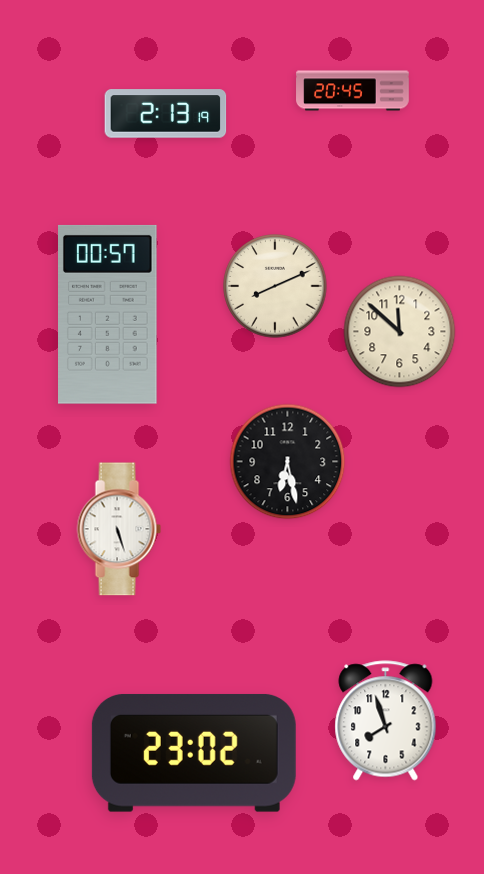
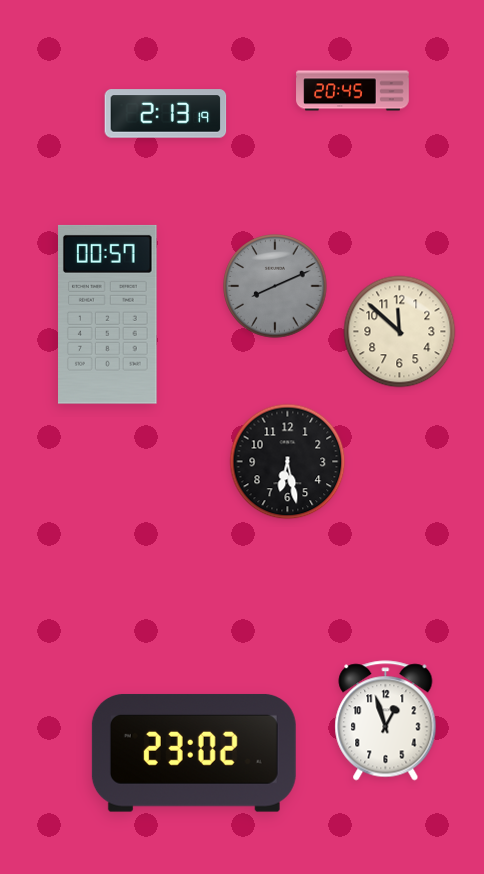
clock at (275, 286) dial: cream -> grey
clock at (119, 529): 5:27 -> none
clock at (386, 721): 7:57 -> 12:57
